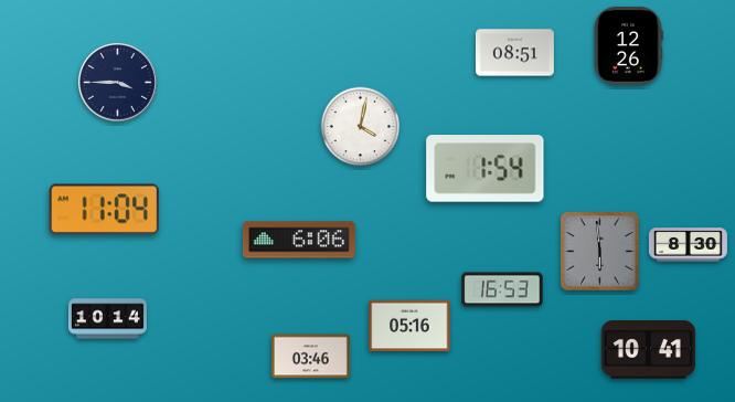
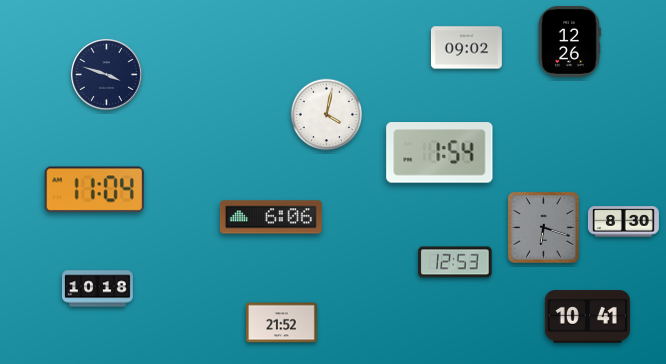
clock at (514, 53): 08:51 -> 09:02
clock at (117, 82): 3:45 -> 3:48
clock at (600, 252): 5:59 -> 6:18
clock at (502, 289): 16:53 -> 12:53
clock at (107, 319): 10:14 -> 10:18
clock at (409, 326): 05:16 -> none
clock at (310, 357): 03:46 -> 21:52
